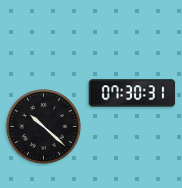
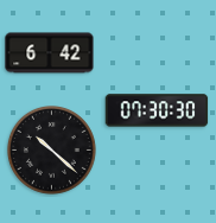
clock at (50, 53): none -> 6:42
clock at (132, 93): 07:30:31 -> 07:30:30
